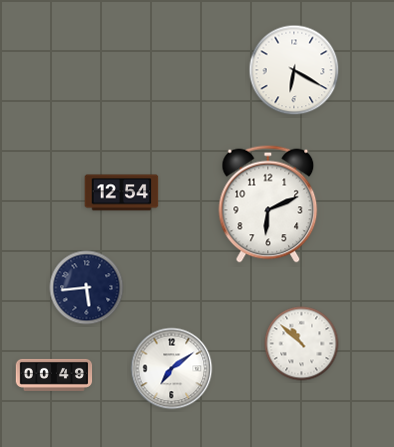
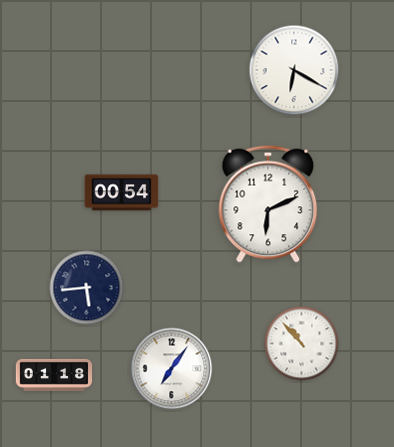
clock at (122, 193): 12:54 -> 00:54
clock at (302, 344): 10:52 -> 10:53
clock at (172, 369): 7:09 -> 7:06
clock at (54, 375): 00:49 -> 01:18
